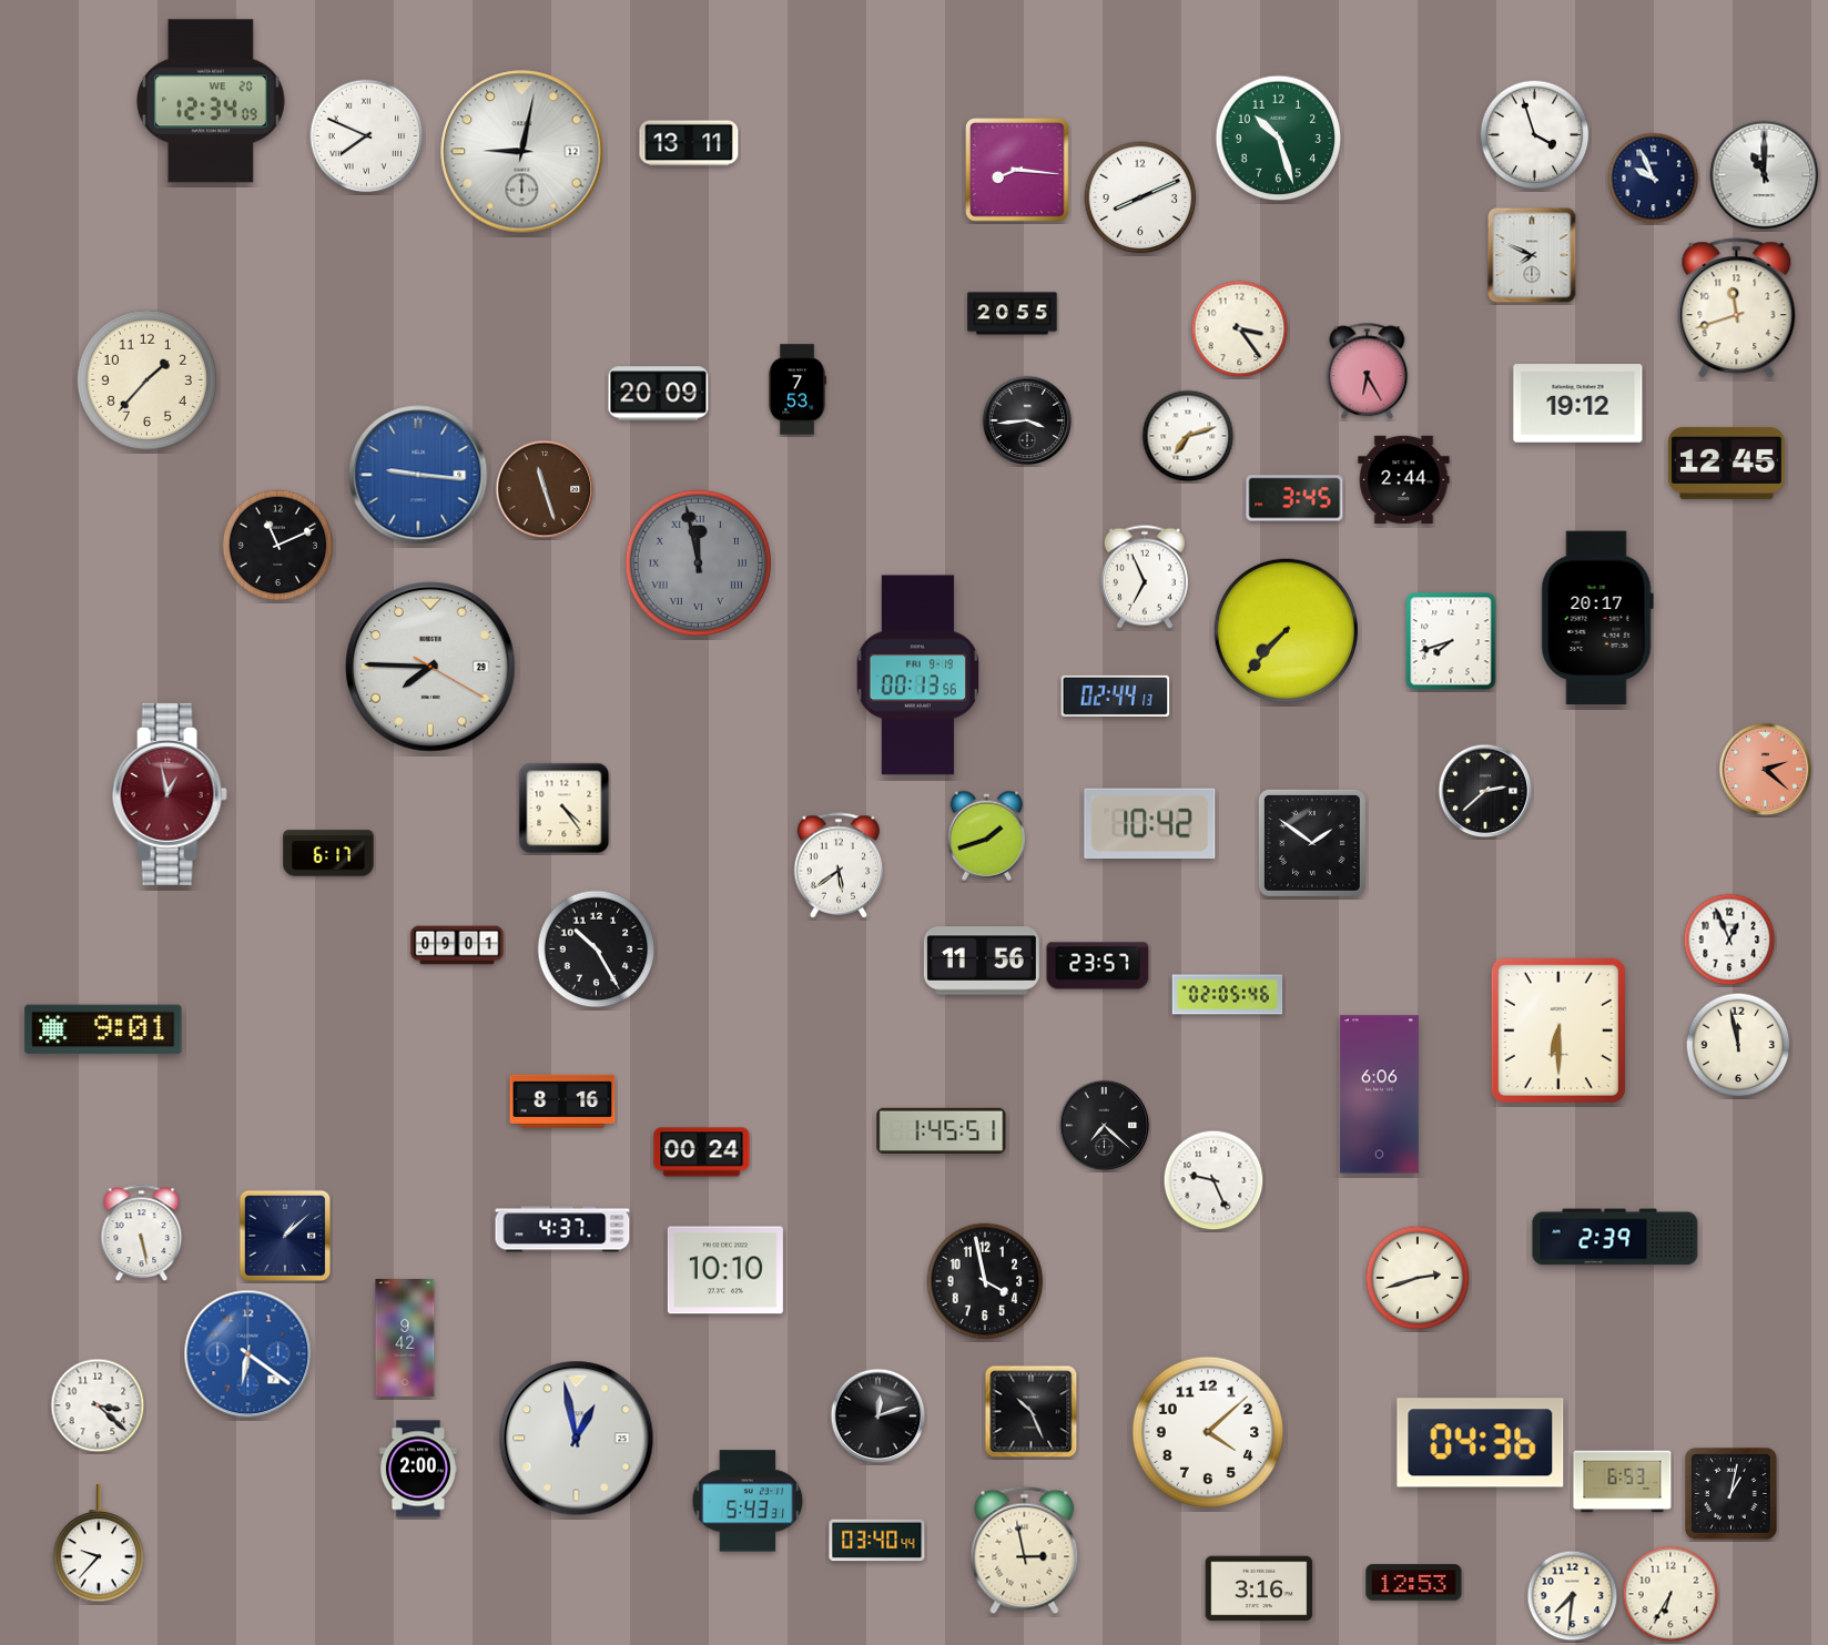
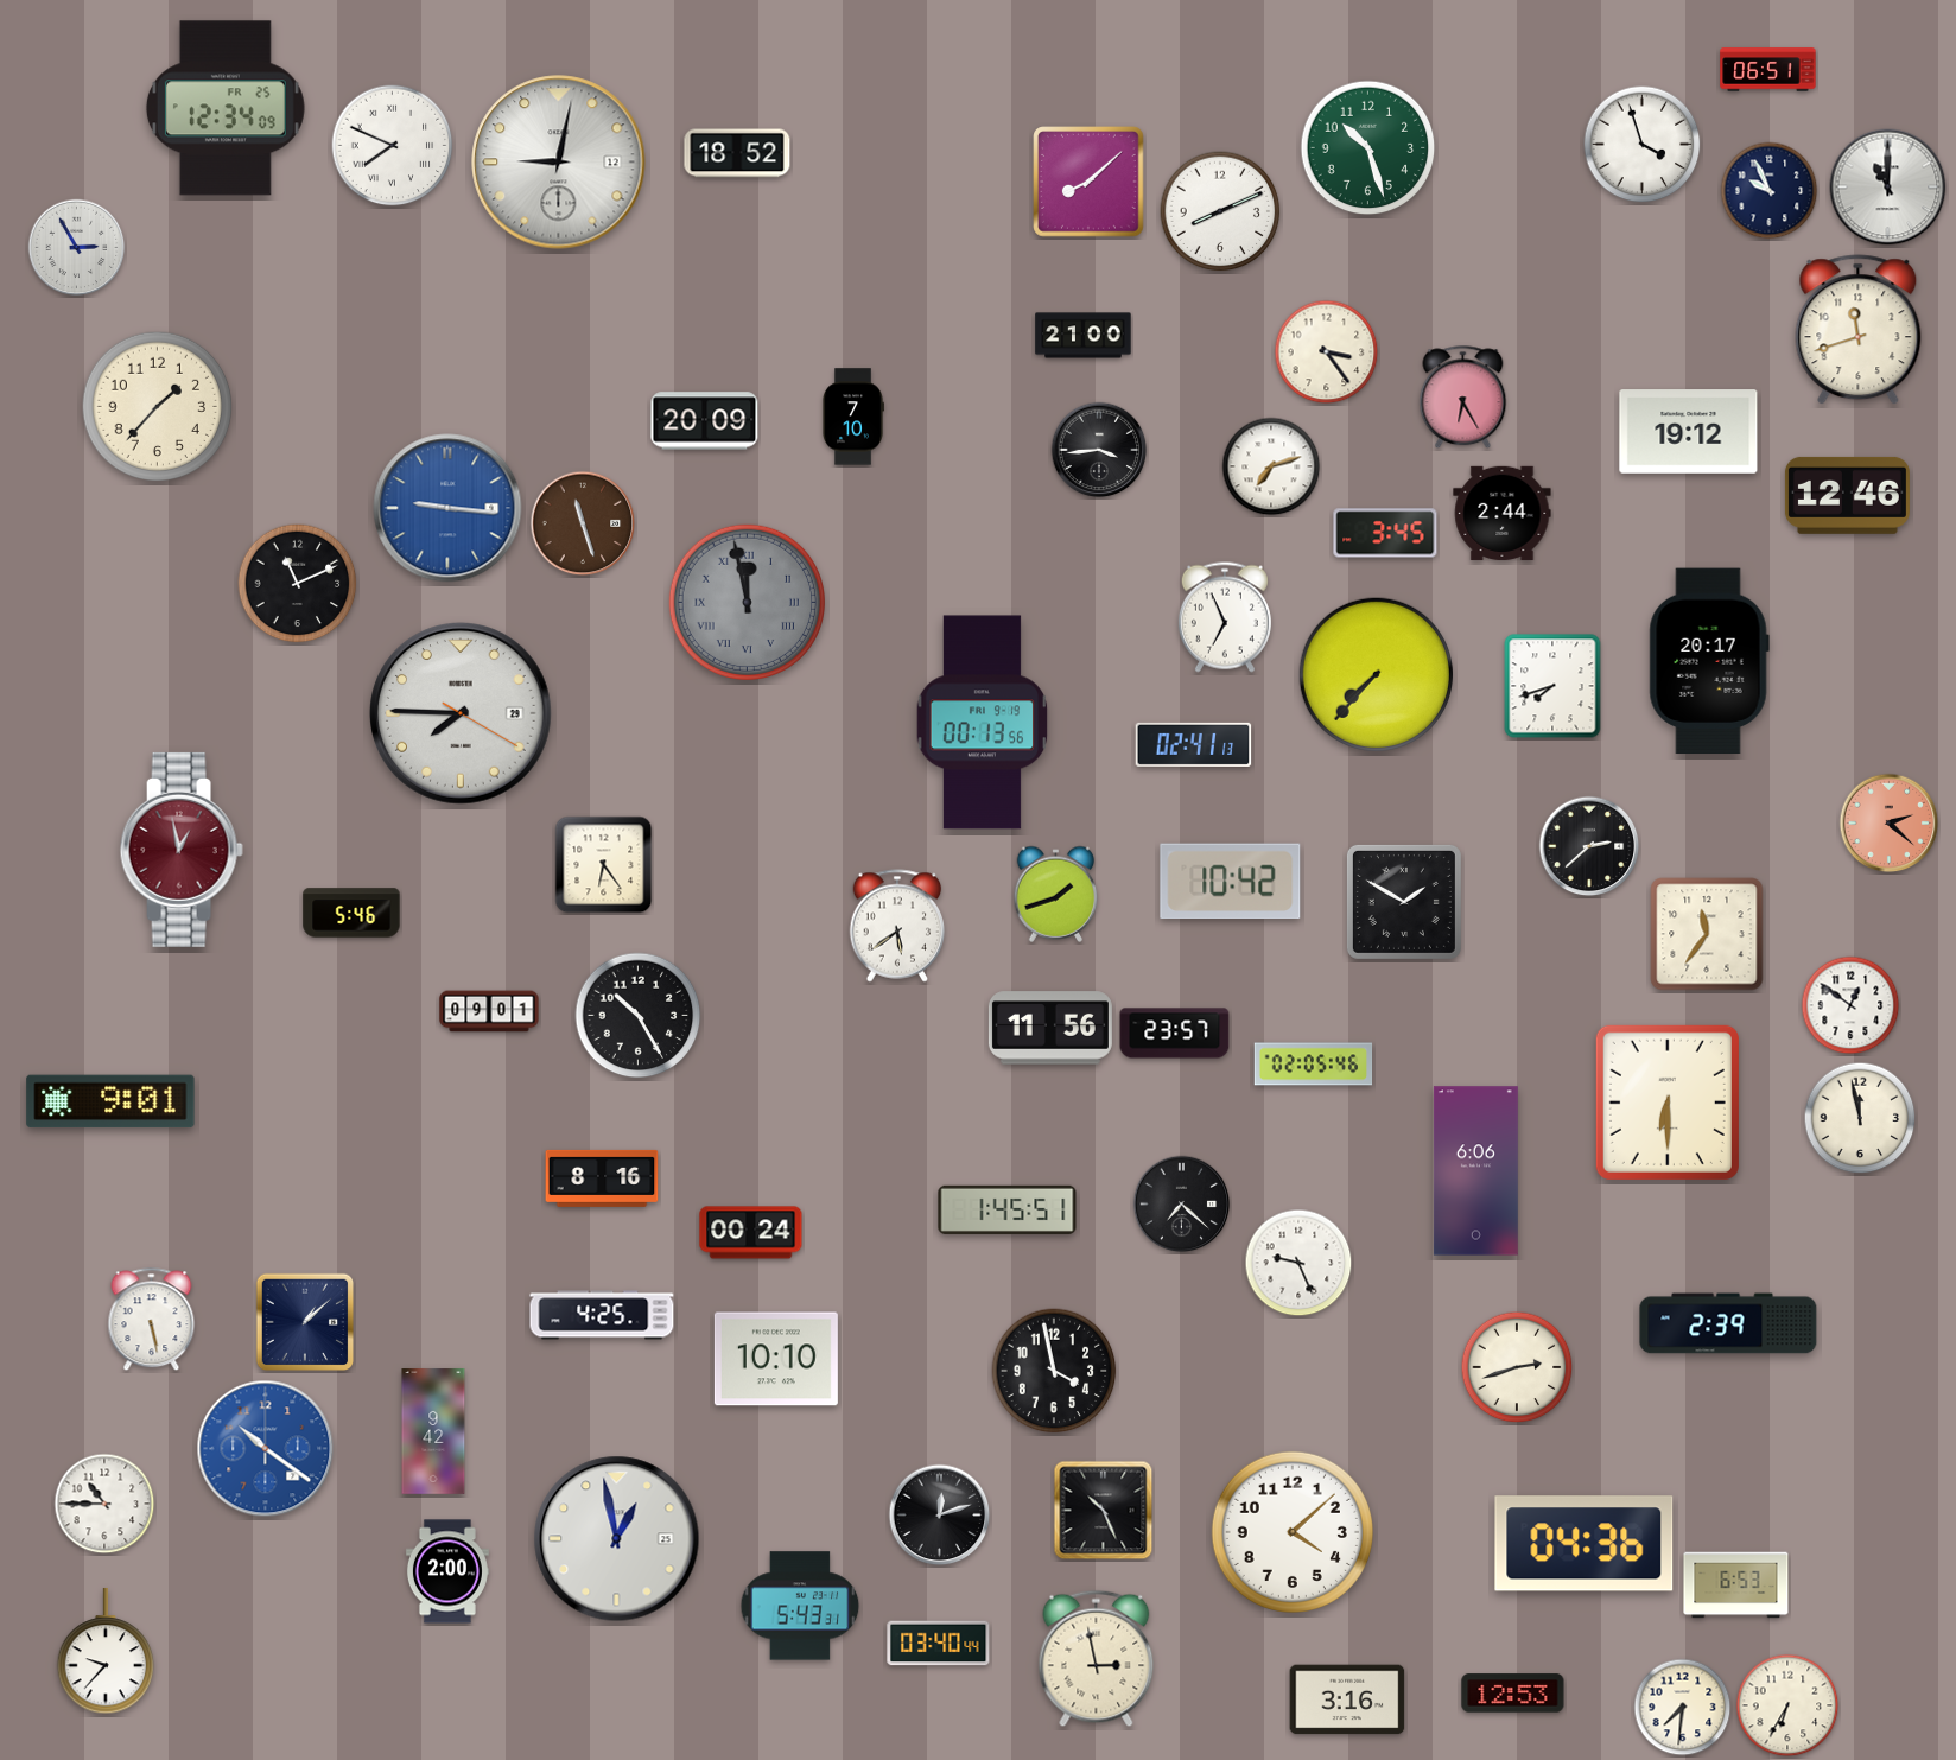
clock at (1768, 70): none -> 06:51
clock at (211, 101) date: WE 20 -> FR 25
clock at (689, 143): 13:11 -> 18:52
clock at (1017, 170): 8:16 -> 8:08
clock at (77, 248): none -> 2:55
clock at (1532, 255): 7:49 -> none
clock at (1013, 314): 20:55 -> 21:00
clock at (798, 389): 7:53 -> 7:10
clock at (1726, 463): 12:45 -> 12:46
clock at (1116, 695): 02:44 -> 02:41
clock at (565, 809): 4:24 -> 6:24
clock at (1312, 843): 1:51 -> 1:50
clock at (328, 853): 6:17 -> 5:46
clock at (1707, 934): none -> 11:36
clock at (1729, 940): 12:56 -> 12:51
clock at (562, 1229): 4:37 -> 4:25
clock at (248, 1354): 6:21 -> 10:21
clock at (98, 1405): 3:22 -> 10:45
clock at (1731, 1494): 1:02 -> none
clock at (877, 1541) position: (877, 1541) -> (939, 1644)
